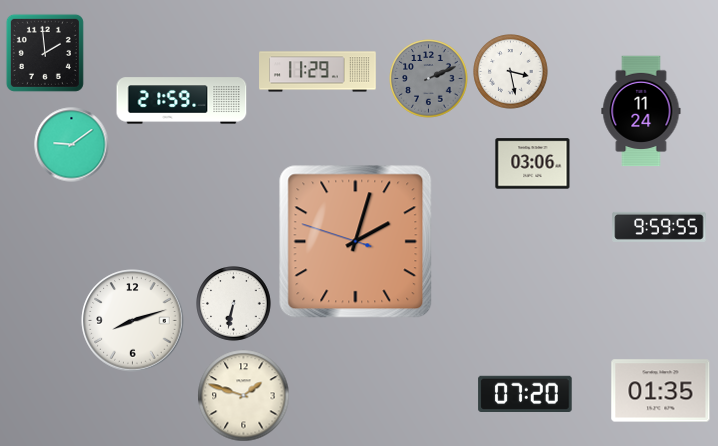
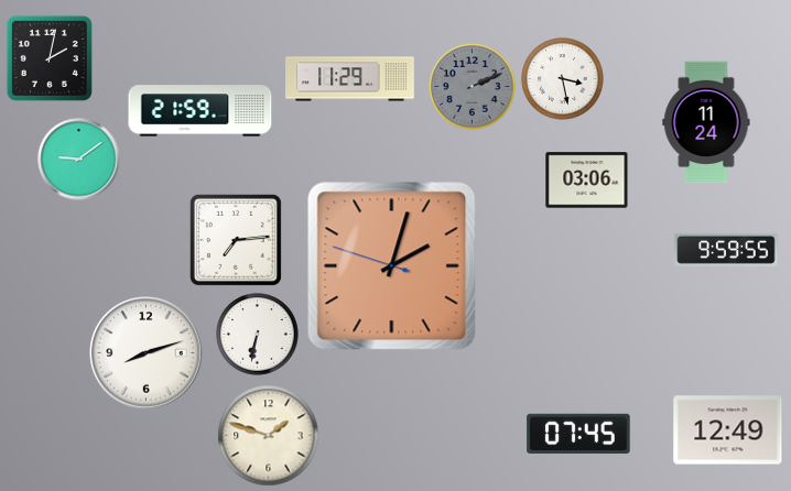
clock at (45, 53): 1:59 -> 2:02
clock at (236, 240): none -> 7:14
clock at (661, 391): 01:35 -> 12:49
clock at (525, 393): 07:20 -> 07:45
